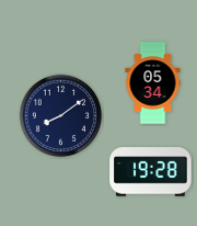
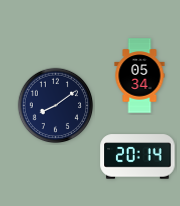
clock at (151, 172): 19:28 -> 20:14
